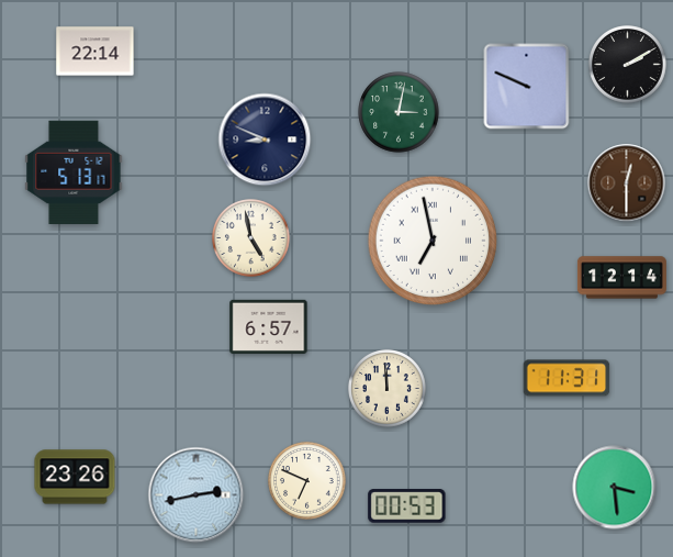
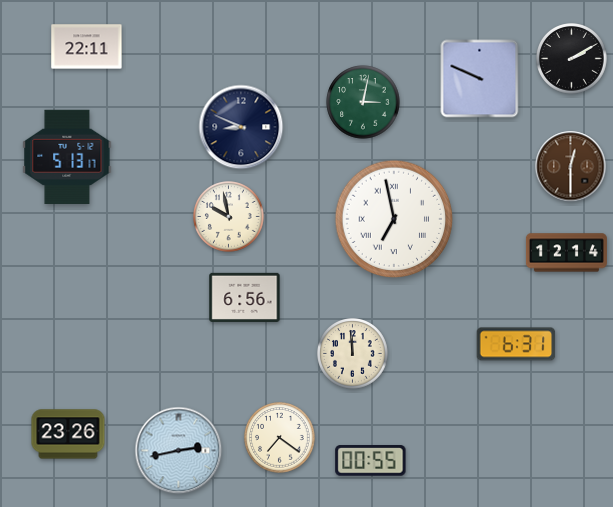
clock at (96, 52): 22:14 -> 22:11
clock at (251, 238): 4:58 -> 9:58
clock at (269, 326): 6:57 -> 6:56
clock at (567, 378): 11:31 -> 6:31
clock at (307, 481): 6:49 -> 7:21
clock at (615, 488): 3:29 -> none
clock at (407, 506): 00:53 -> 00:55
